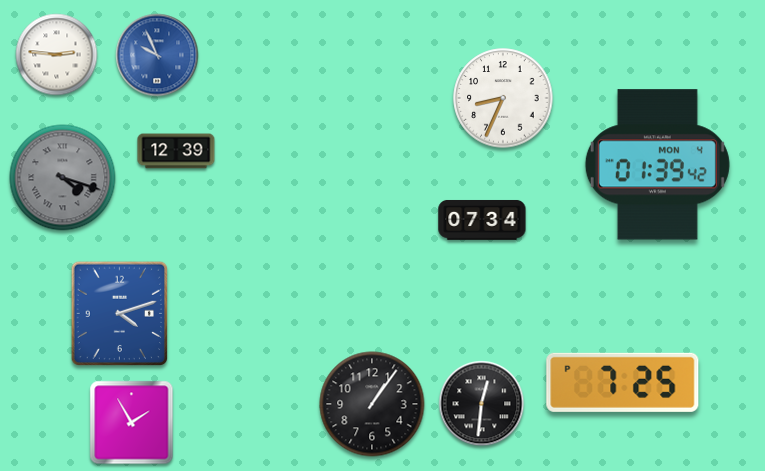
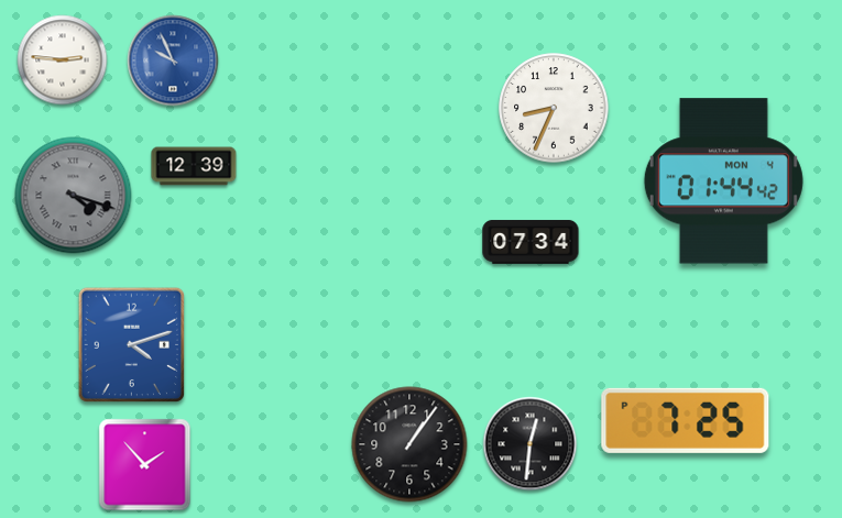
clock at (657, 165): 01:39 -> 01:44
clock at (63, 178) position: (63, 178) -> (74, 196)
clock at (132, 423): 1:55 -> 1:53
